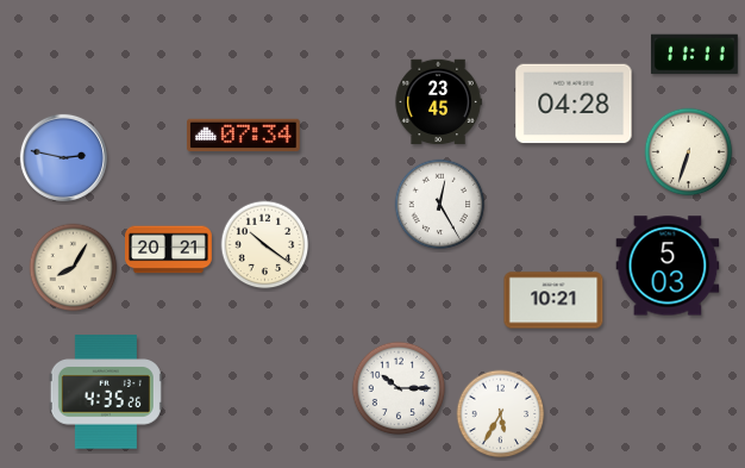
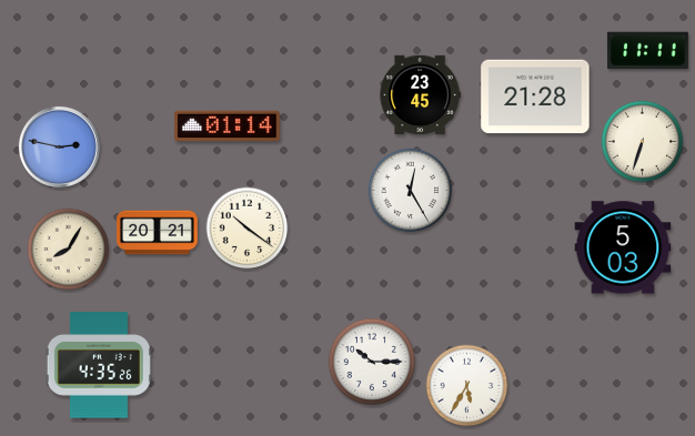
clock at (438, 102) position: (438, 102) -> (420, 95)
clock at (574, 104): 04:28 -> 21:28
clock at (244, 135): 07:34 -> 01:14
clock at (553, 300): 10:21 -> none
